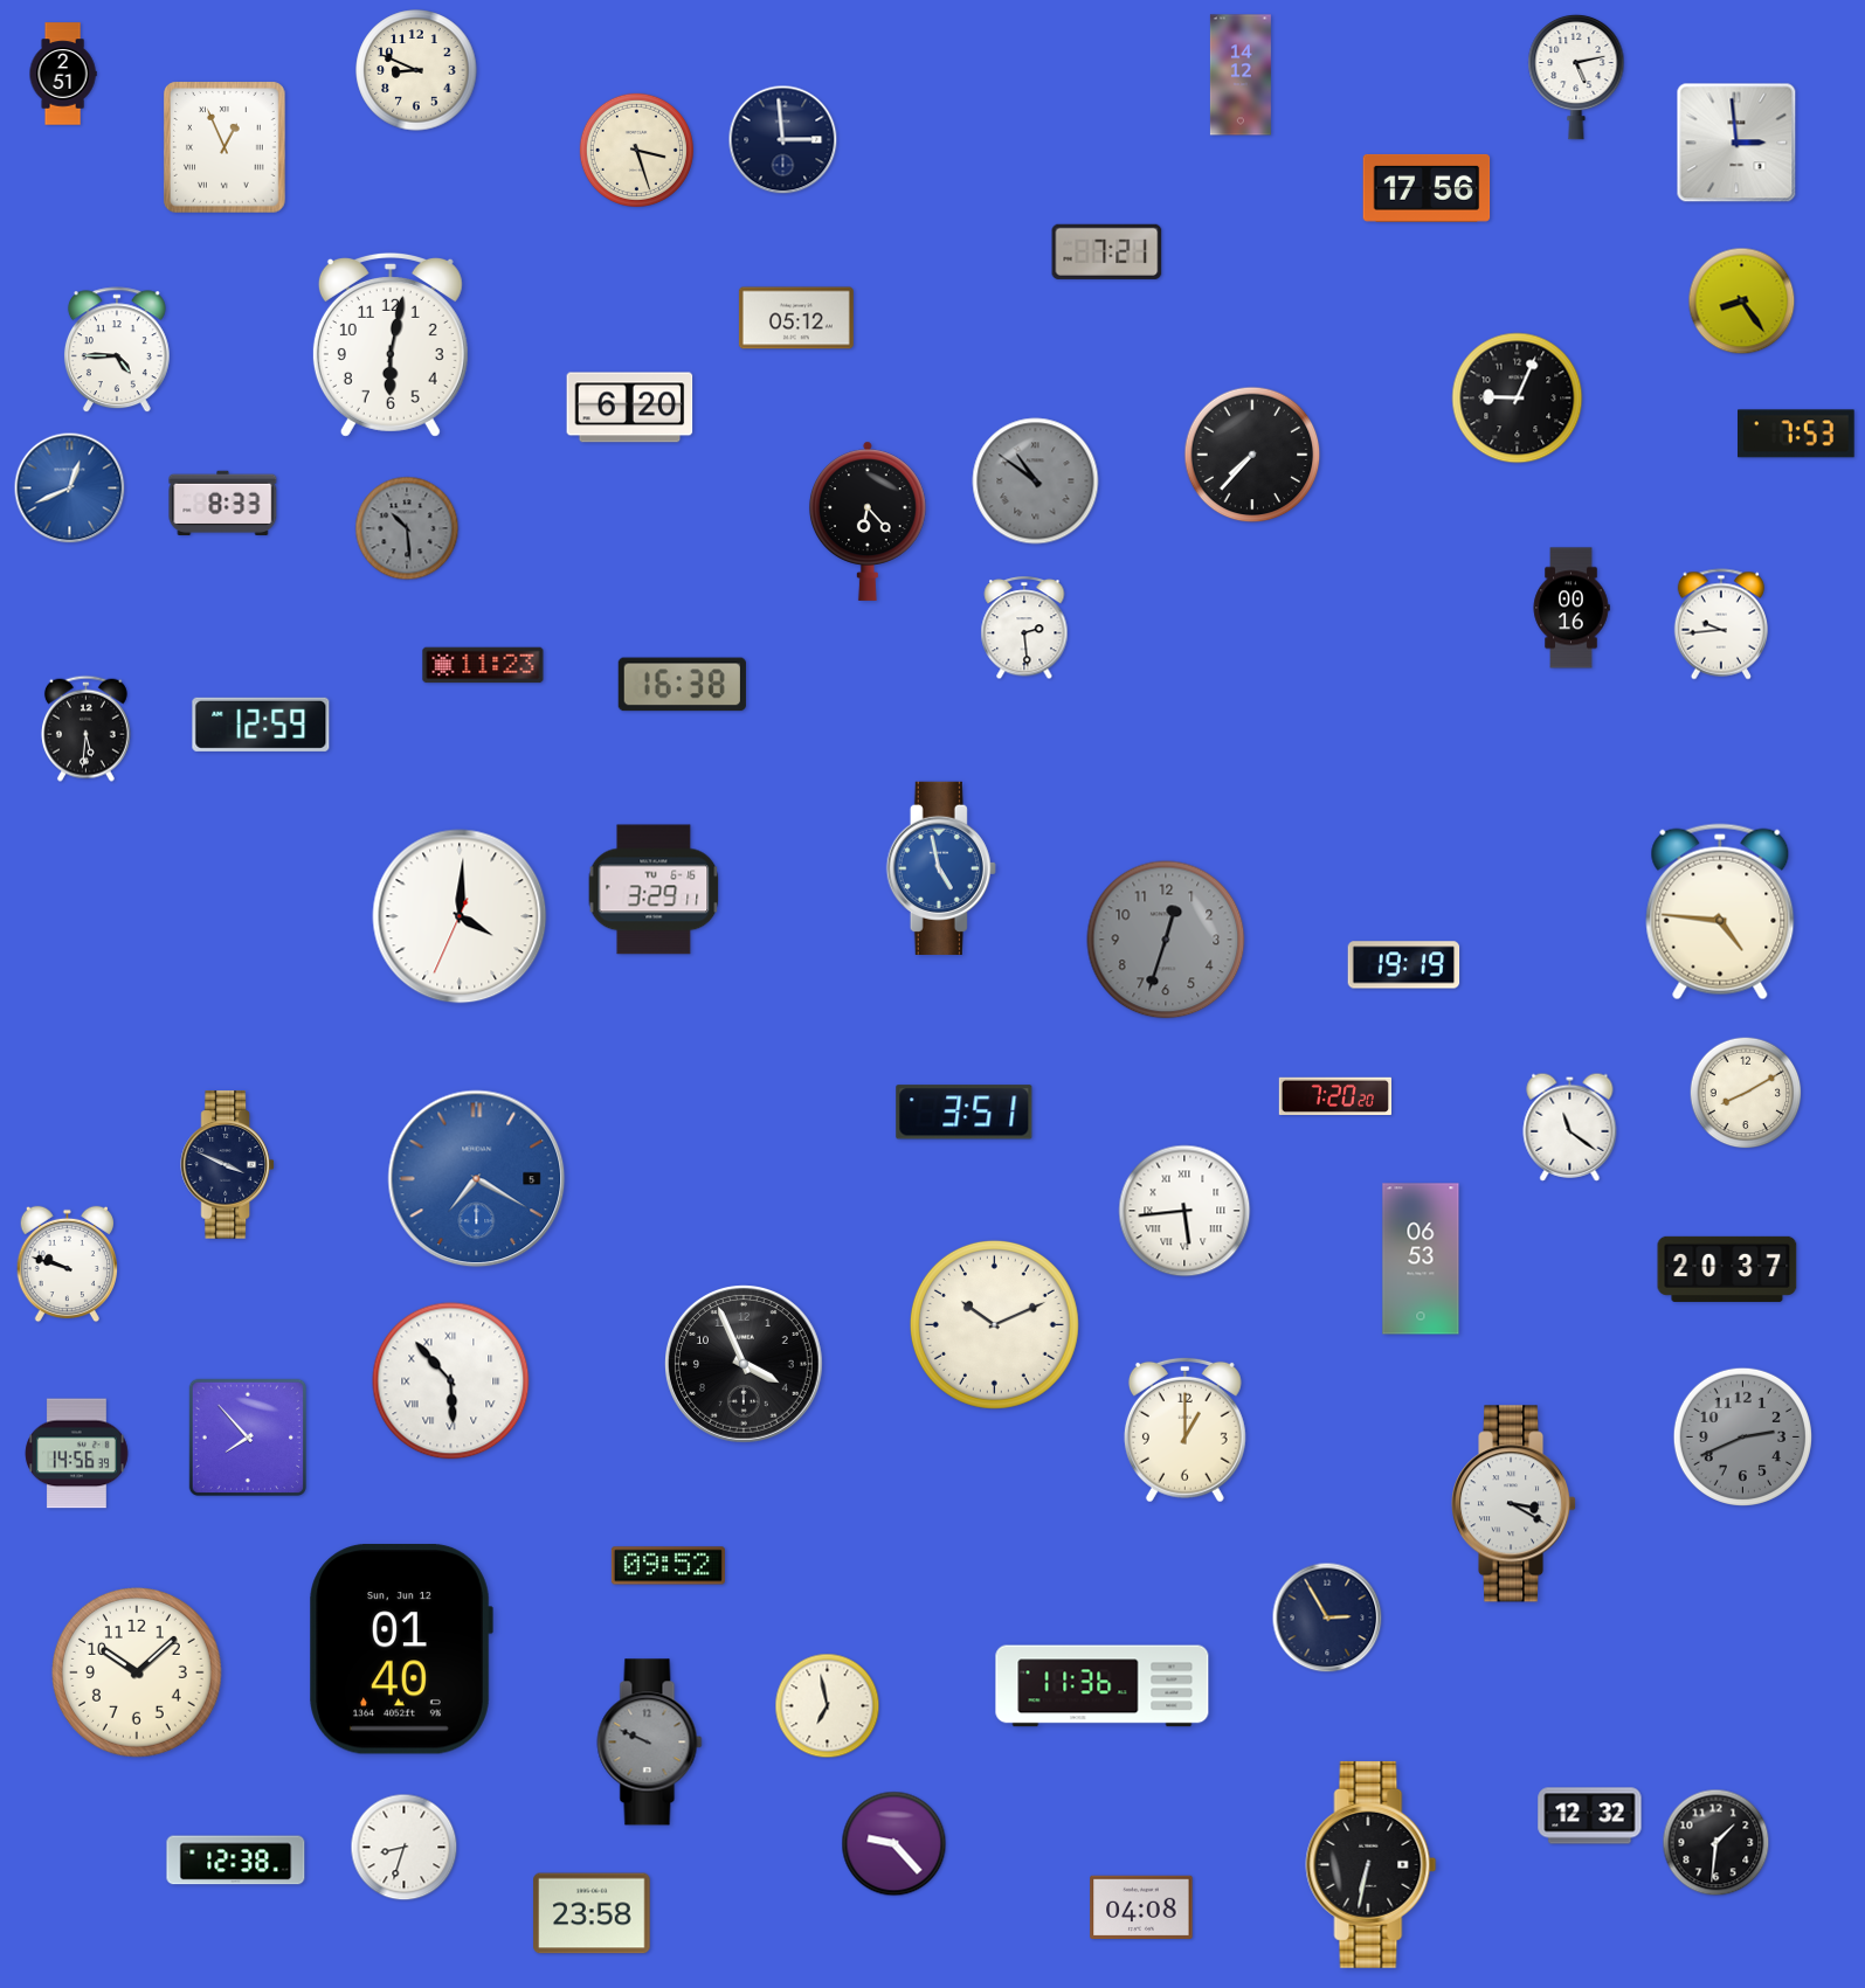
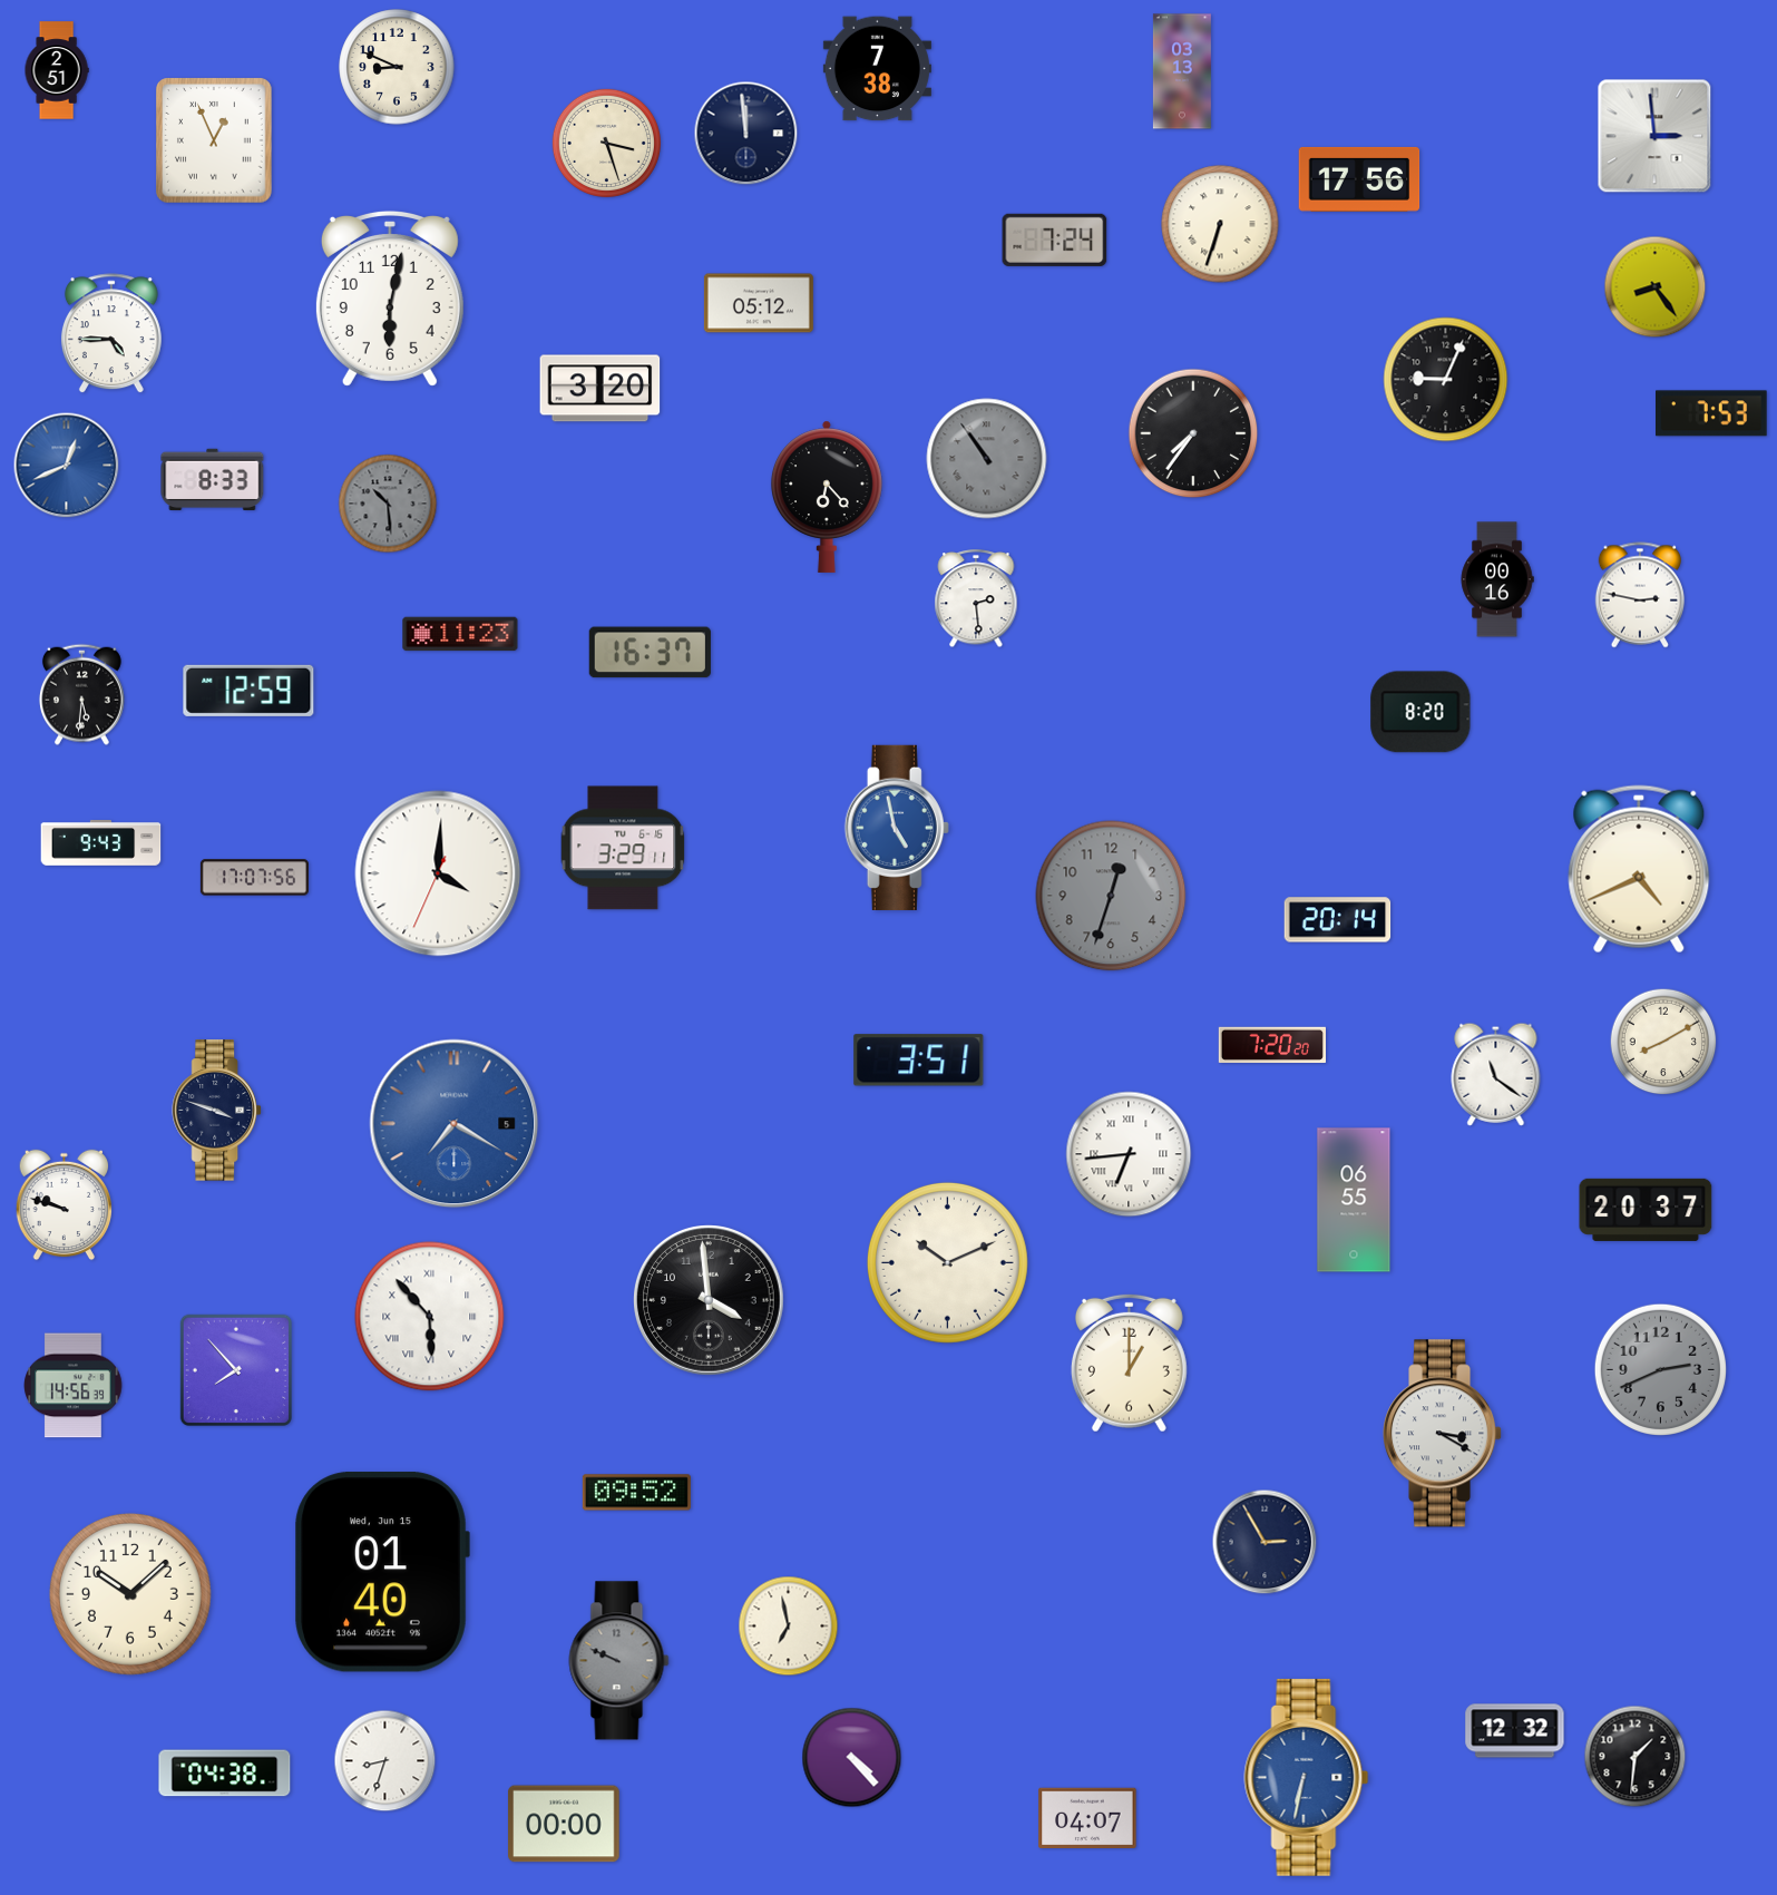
clock at (877, 69): none -> 7:38
clock at (63, 74) position: (63, 74) -> (57, 70)
clock at (1241, 75): 14:12 -> 03:13
clock at (1576, 77): 5:13 -> none
clock at (783, 140): 2:59 -> 11:59
clock at (1220, 224): none -> 6:33
clock at (1107, 251): 7:21 -> 7:24
clock at (1742, 302) position: (1742, 302) -> (1656, 287)
clock at (391, 345) position: (391, 345) -> (390, 299)
clock at (630, 408): 6:20 -> 3:20
clock at (1252, 455): 7:37 -> 7:36
clock at (1036, 482): 10:51 -> 10:54
clock at (1720, 624): 9:44 -> 2:47
clock at (682, 685): 16:38 -> 16:37
clock at (1420, 712): none -> 8:20
clock at (101, 843): none -> 9:43
clock at (1720, 912): 4:46 -> 4:41
clock at (254, 878): none -> 17:07
clock at (1404, 965): 19:19 -> 20:14
clock at (227, 1165): 3:49 -> 3:48
clock at (1184, 1211): 5:44 -> 6:44
clock at (1421, 1259): 06:53 -> 06:55
clock at (745, 1365): 3:56 -> 3:59
clock at (401, 1649) date: Sun, Jun 12 -> Wed, Jun 15
clock at (1103, 1686): 11:36 -> none
clock at (894, 1844): 9:23 -> 4:23
clock at (236, 1861): 12:38 -> 04:38
clock at (1372, 1864) dial: black -> blue
clock at (1141, 1906): 04:08 -> 04:07
clock at (592, 1913): 23:58 -> 00:00
